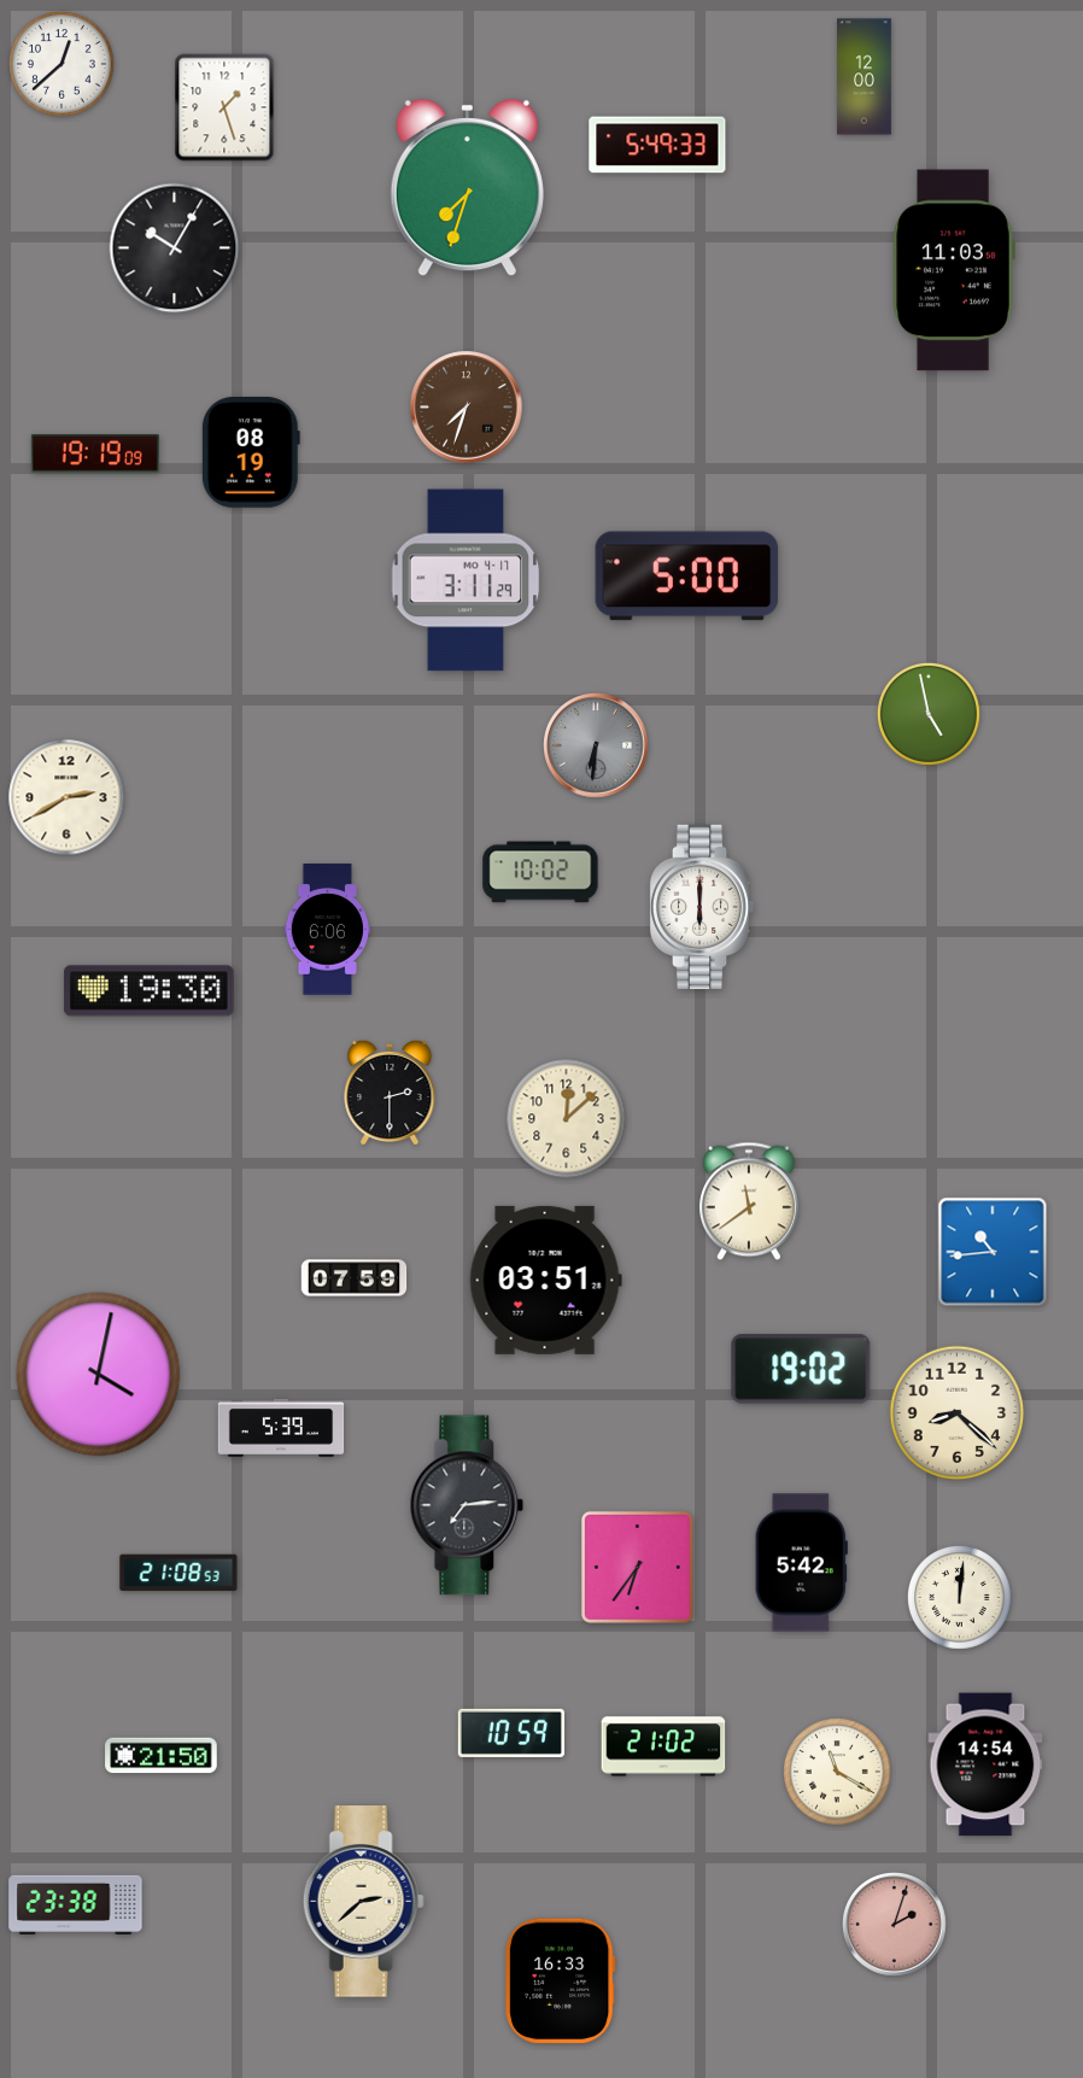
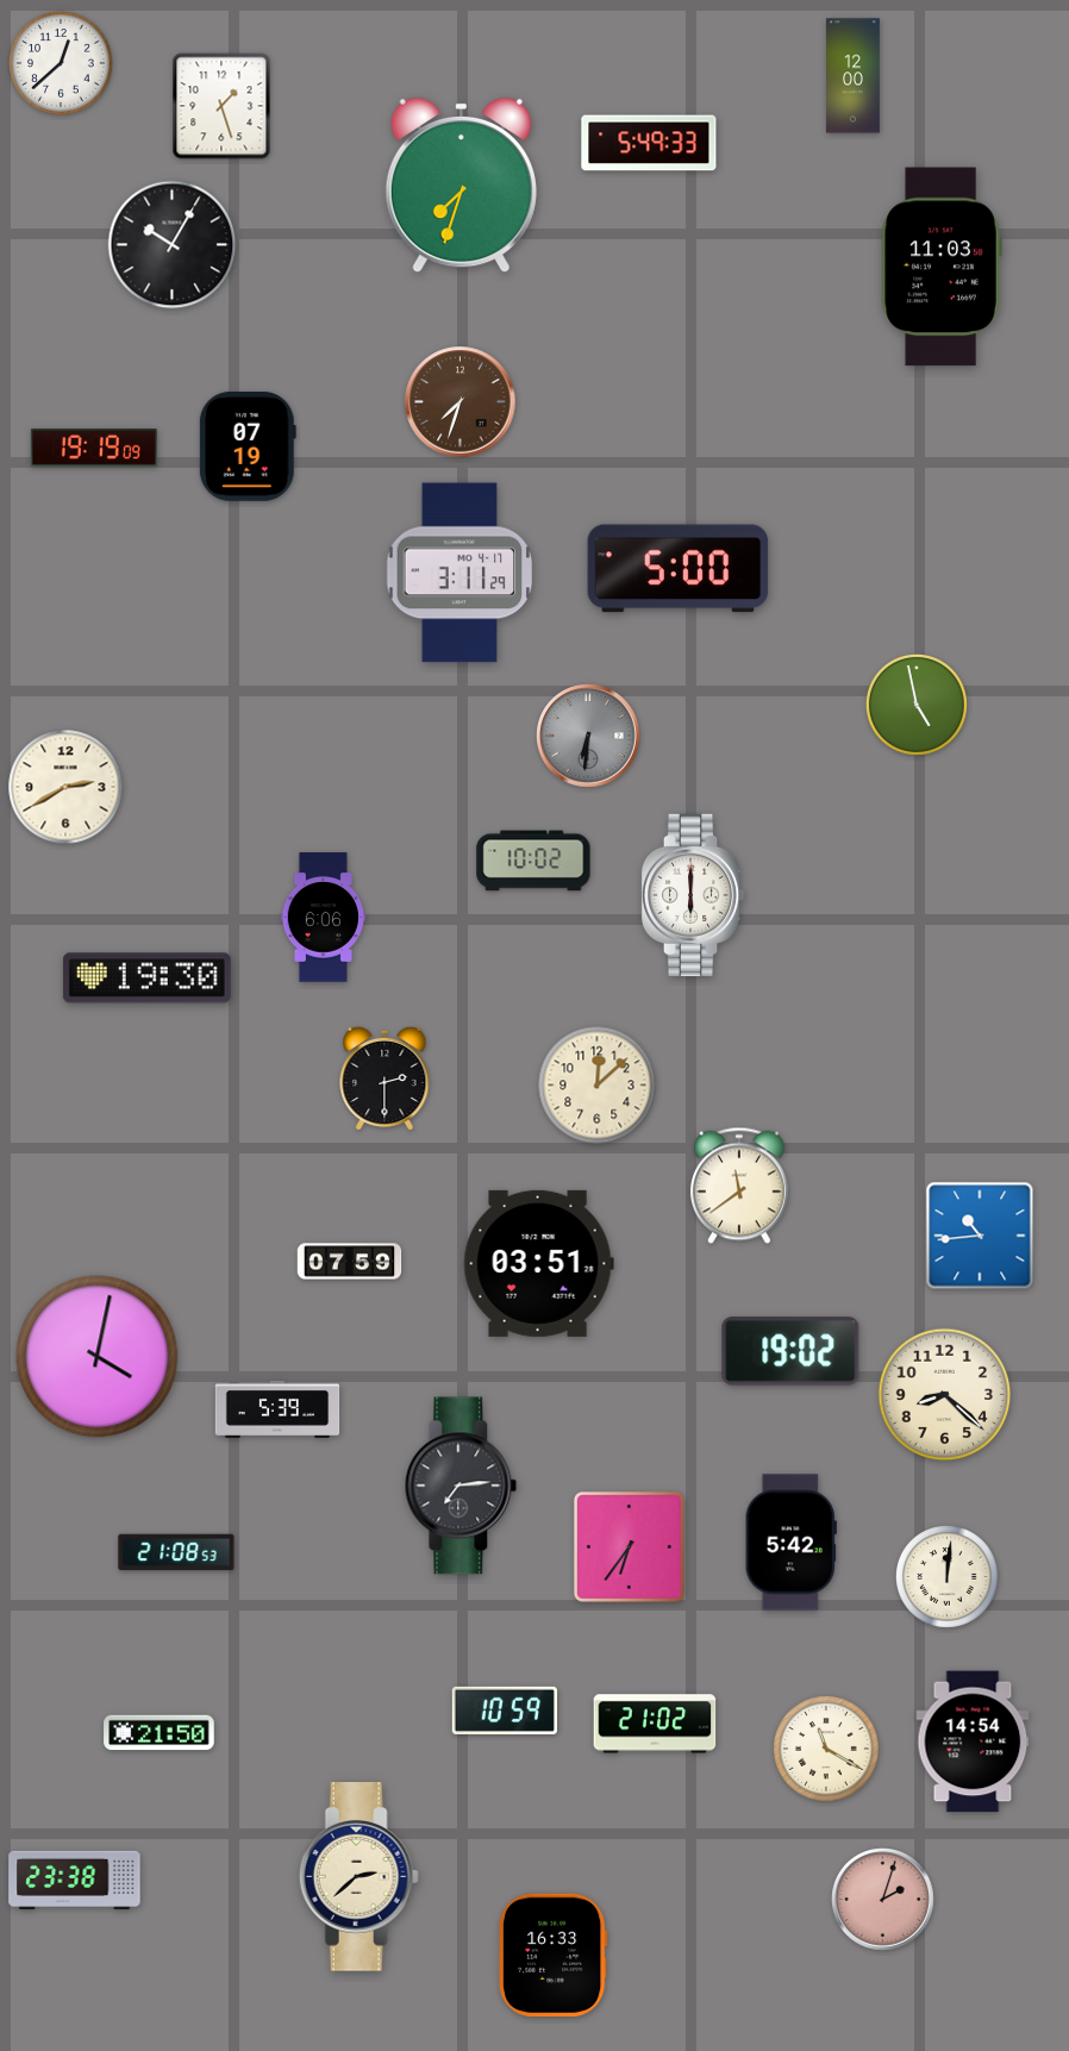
clock at (251, 453): 08:19 -> 07:19
clock at (567, 1119) position: (567, 1119) -> (598, 1086)
